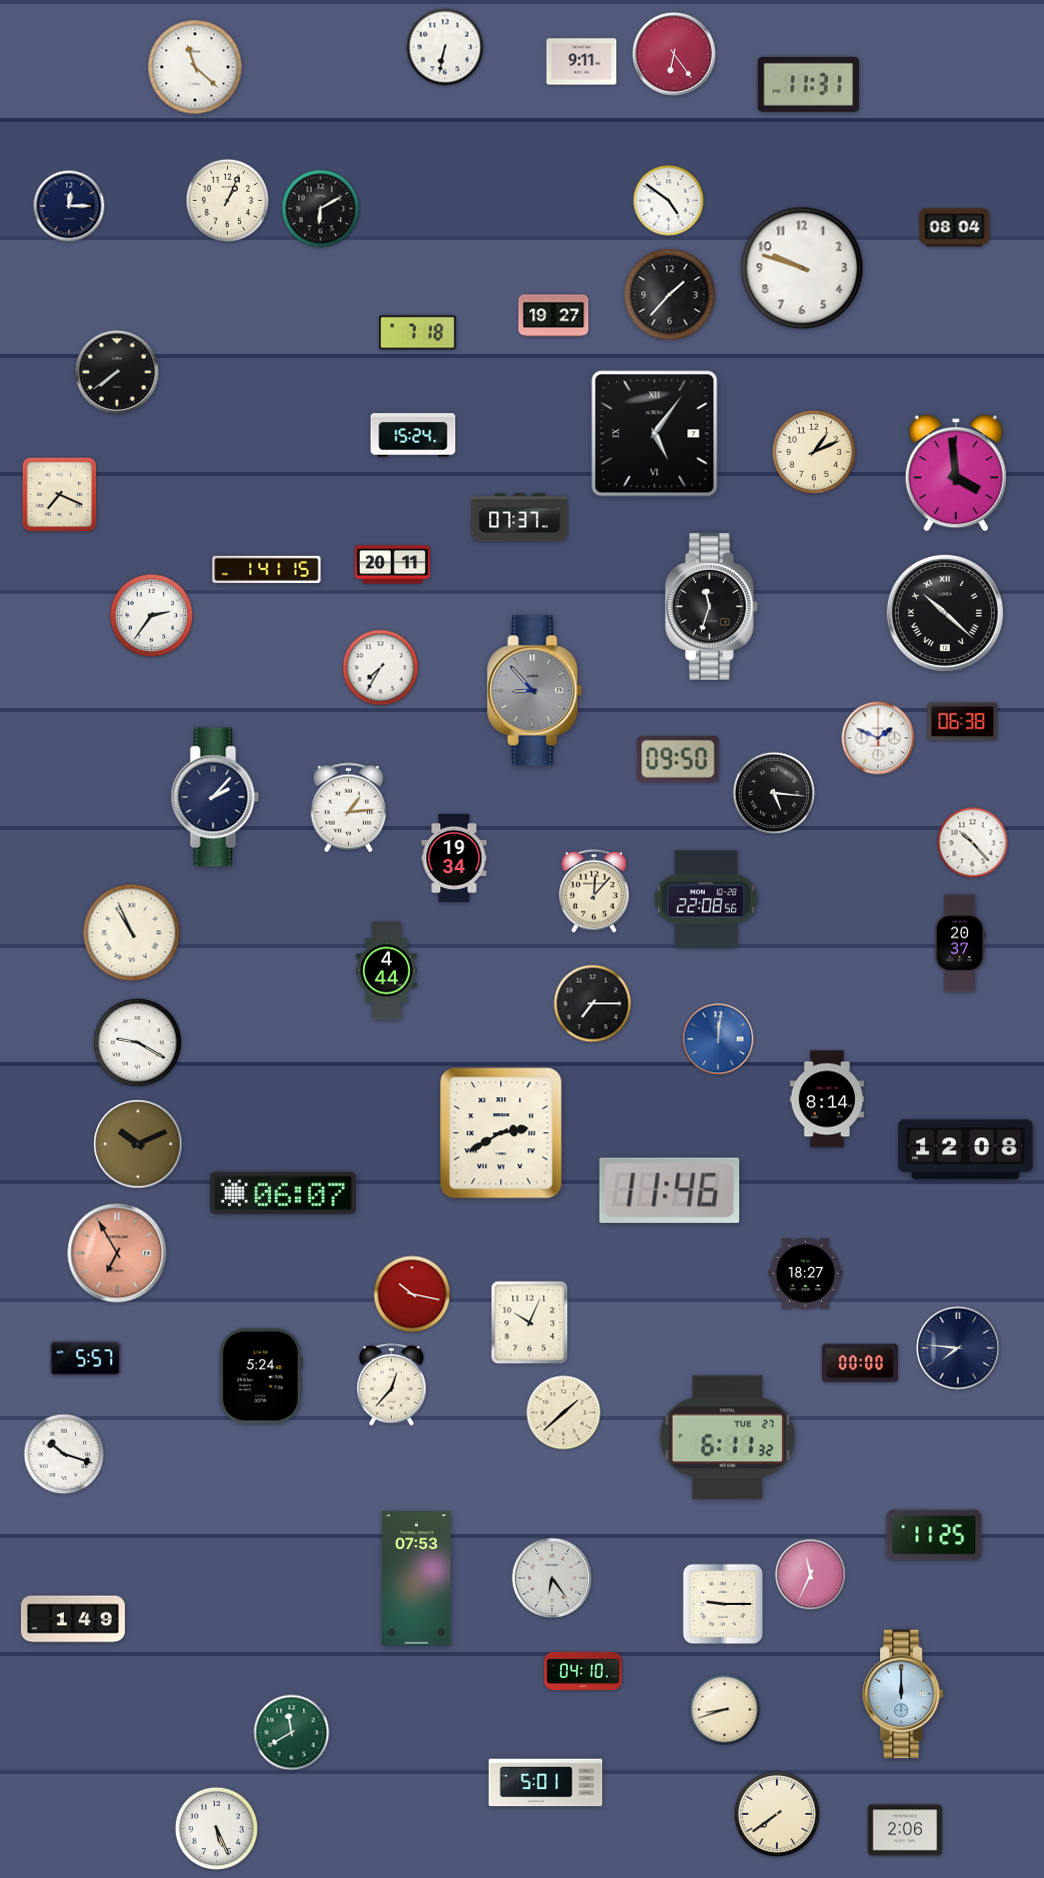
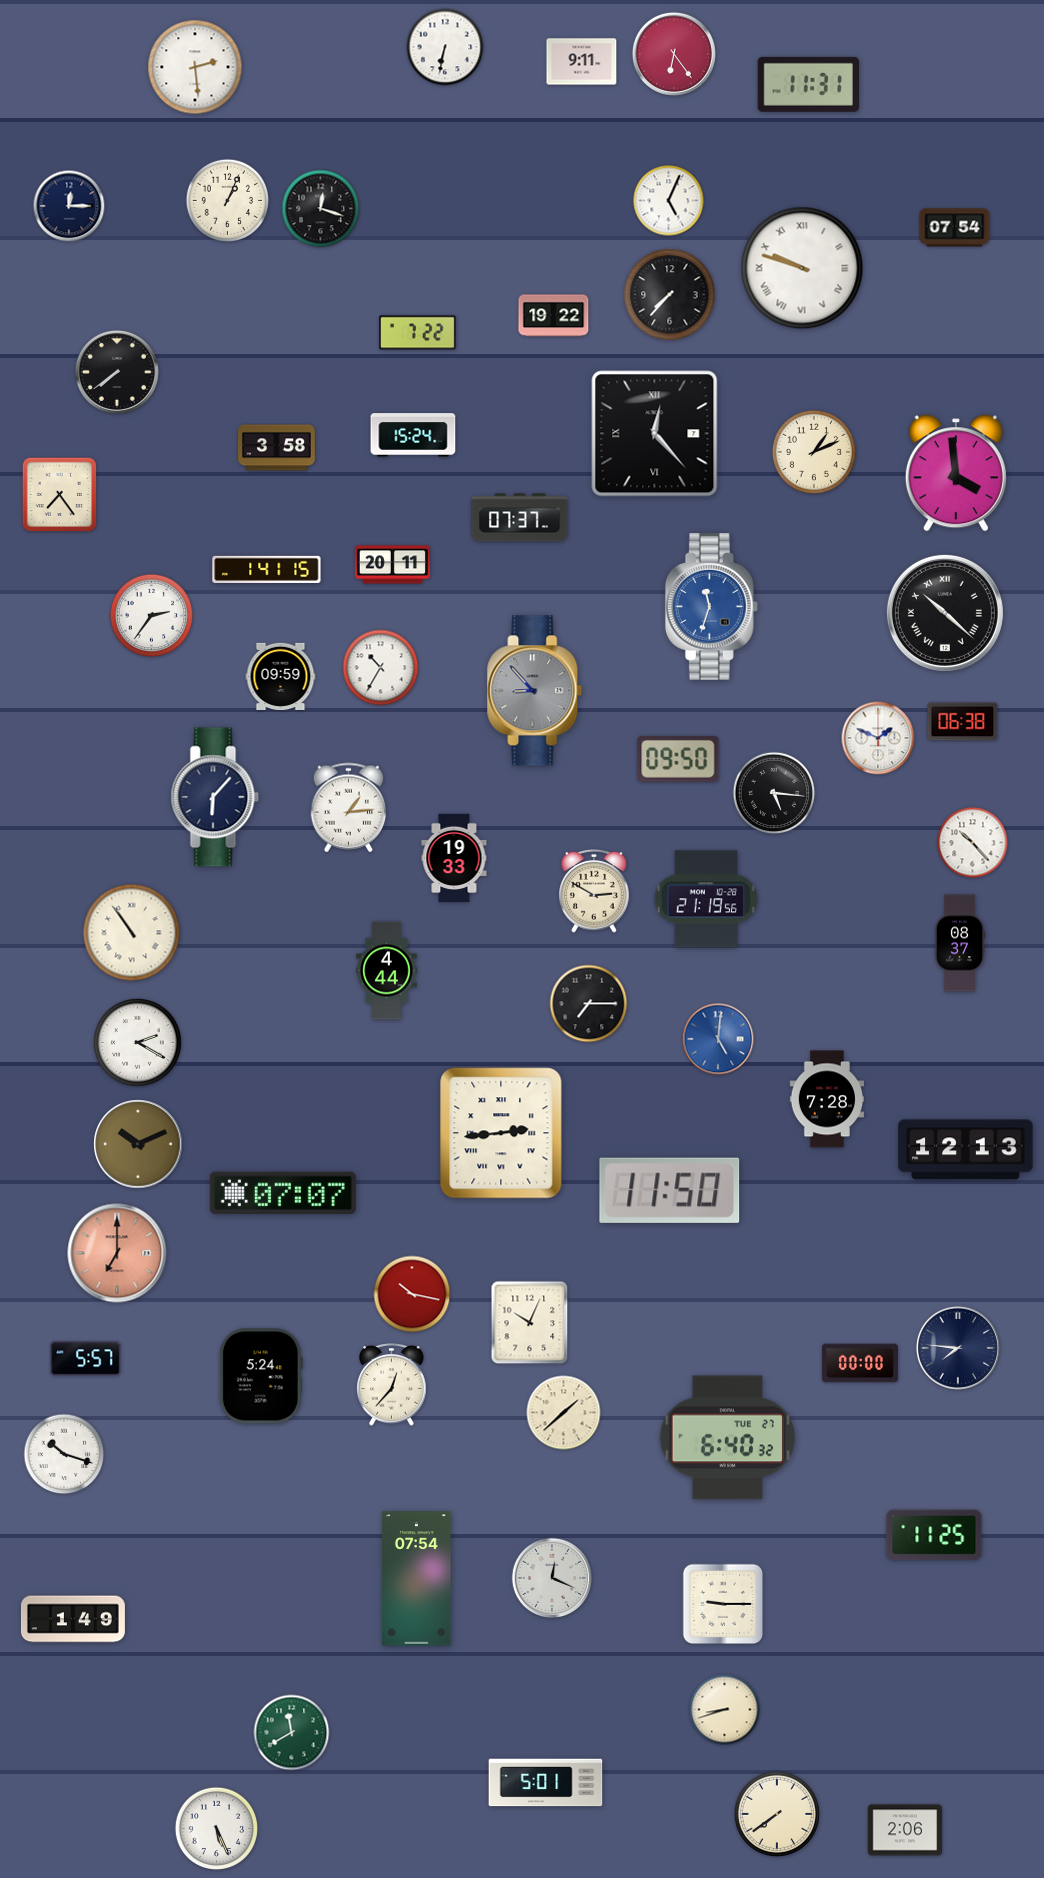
clock at (195, 67): 11:22 -> 2:29
clock at (669, 201): 4:51 -> 5:04
clock at (321, 209): 6:10 -> 12:18
clock at (955, 228): 08:04 -> 07:54
clock at (802, 268) numerals: Arabic -> Roman
clock at (670, 295): 1:37 -> 7:37
clock at (554, 316): 19:27 -> 19:22
clock at (417, 333): 7:18 -> 7:22
clock at (655, 434): 5:06 -> 12:23
clock at (277, 448): none -> 3:58
clock at (60, 495): 7:19 -> 7:24
clock at (711, 607) dial: black -> blue
clock at (381, 668): 7:35 -> 10:35
clock at (281, 676): none -> 09:59
clock at (215, 797): 2:07 -> 6:07
clock at (454, 858): 19:34 -> 19:33
clock at (595, 891): 12:07 -> 2:50
clock at (706, 899): 22:08 -> 21:19
clock at (132, 933): 10:56 -> 10:54
clock at (960, 943): 20:37 -> 08:37
clock at (593, 1004) position: (593, 1004) -> (589, 1004)
clock at (718, 1039): 12:01 -> 5:01
clock at (138, 1043): 9:20 -> 2:20
clock at (826, 1099): 8:14 -> 7:28
clock at (501, 1133): 2:40 -> 2:44
clock at (966, 1150): 12:08 -> 12:13
clock at (670, 1190): 11:46 -> 11:50
clock at (283, 1193): 06:07 -> 07:07
clock at (117, 1253): 6:55 -> 7:00
clock at (806, 1274): 18:27 -> none
clock at (727, 1438): 6:11 -> 6:40
clock at (811, 1575): 11:34 -> none
clock at (552, 1578): 6:24 -> 12:19
clock at (417, 1579): 07:53 -> 07:54
clock at (583, 1671): 04:10 -> none
clock at (904, 1694): 12:00 -> none
